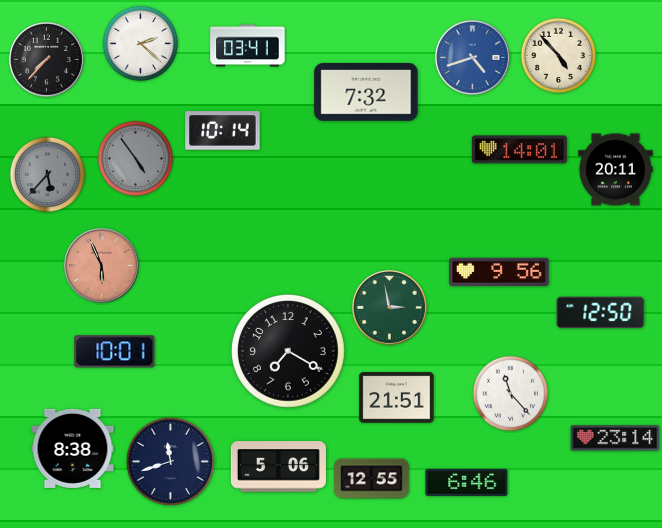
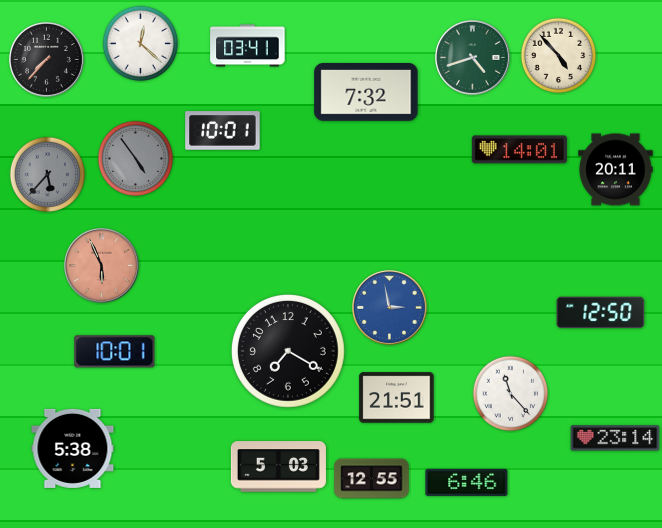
clock at (141, 44): 2:22 -> 12:22
clock at (472, 57) dial: blue -> green
clock at (223, 131): 10:14 -> 10:01
clock at (499, 271): 9:56 -> none
clock at (389, 307) dial: green -> blue
clock at (73, 448): 8:38 -> 5:38
clock at (170, 461): 11:42 -> none
clock at (278, 467): 5:06 -> 5:03
